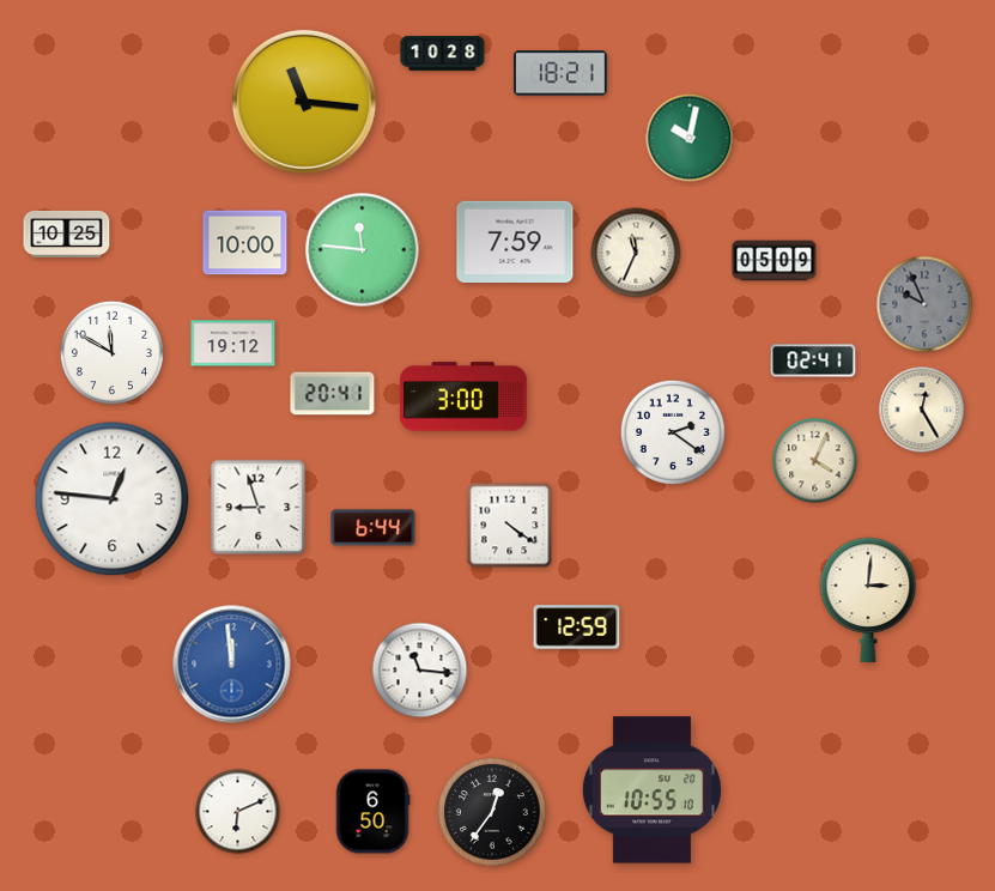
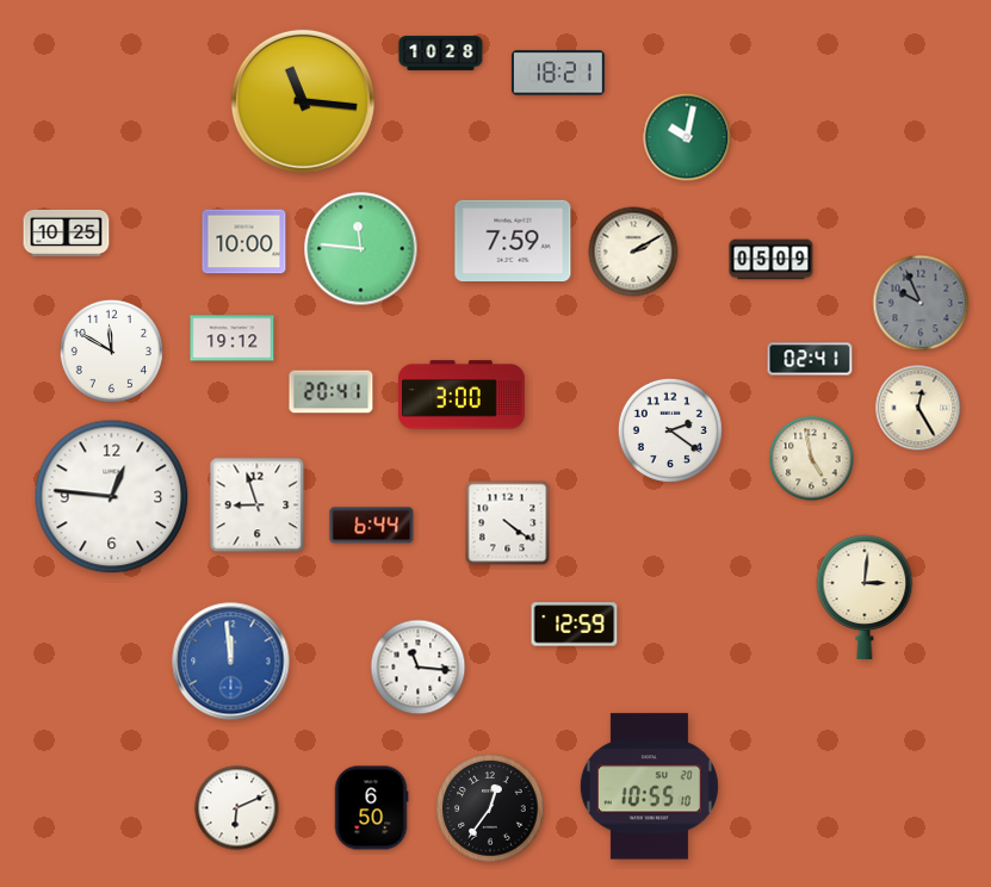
clock at (636, 253): 11:34 -> 2:10
clock at (233, 344) position: (233, 344) -> (233, 339)
clock at (815, 461): 4:04 -> 4:58
